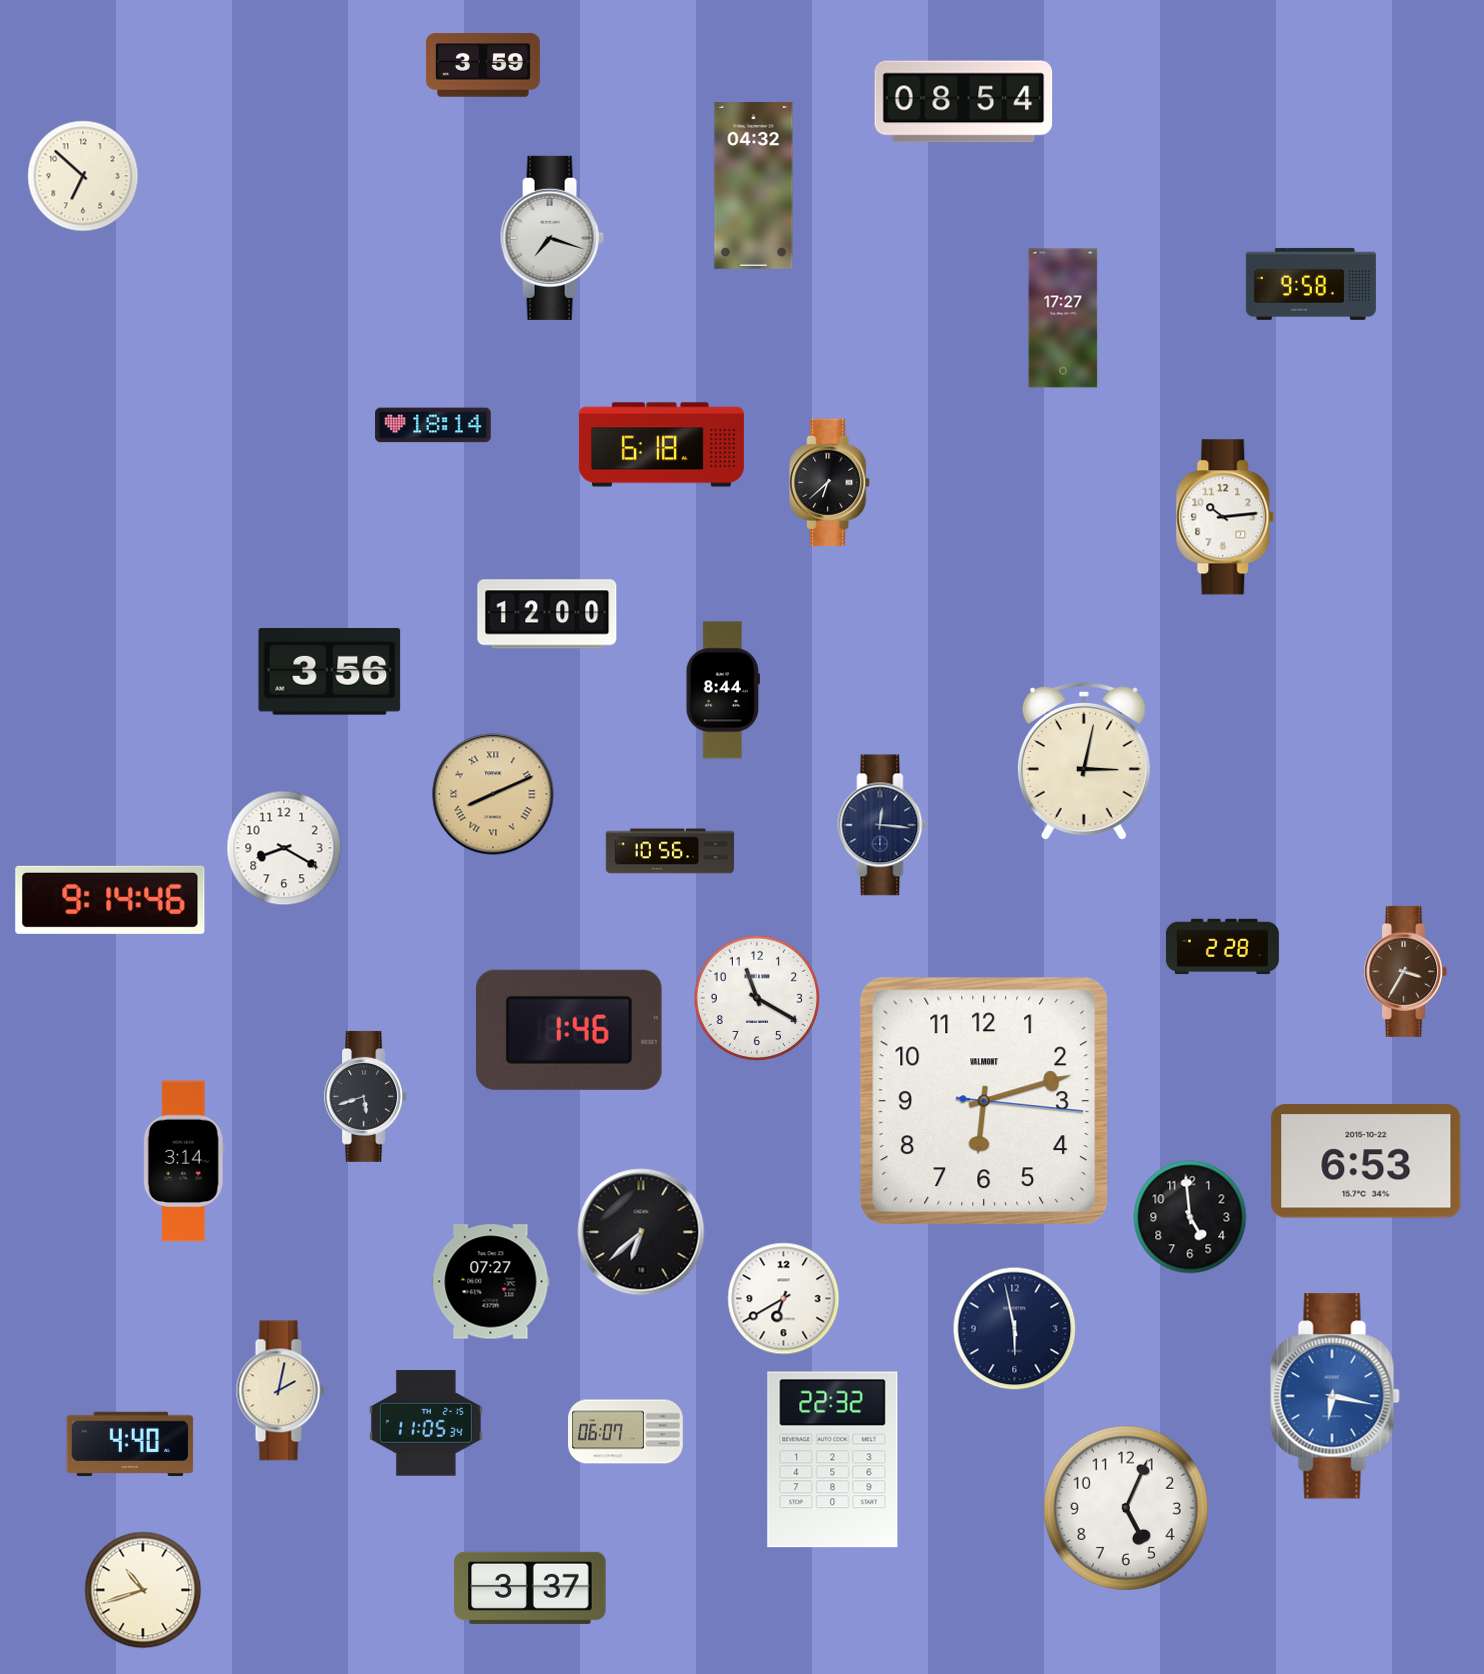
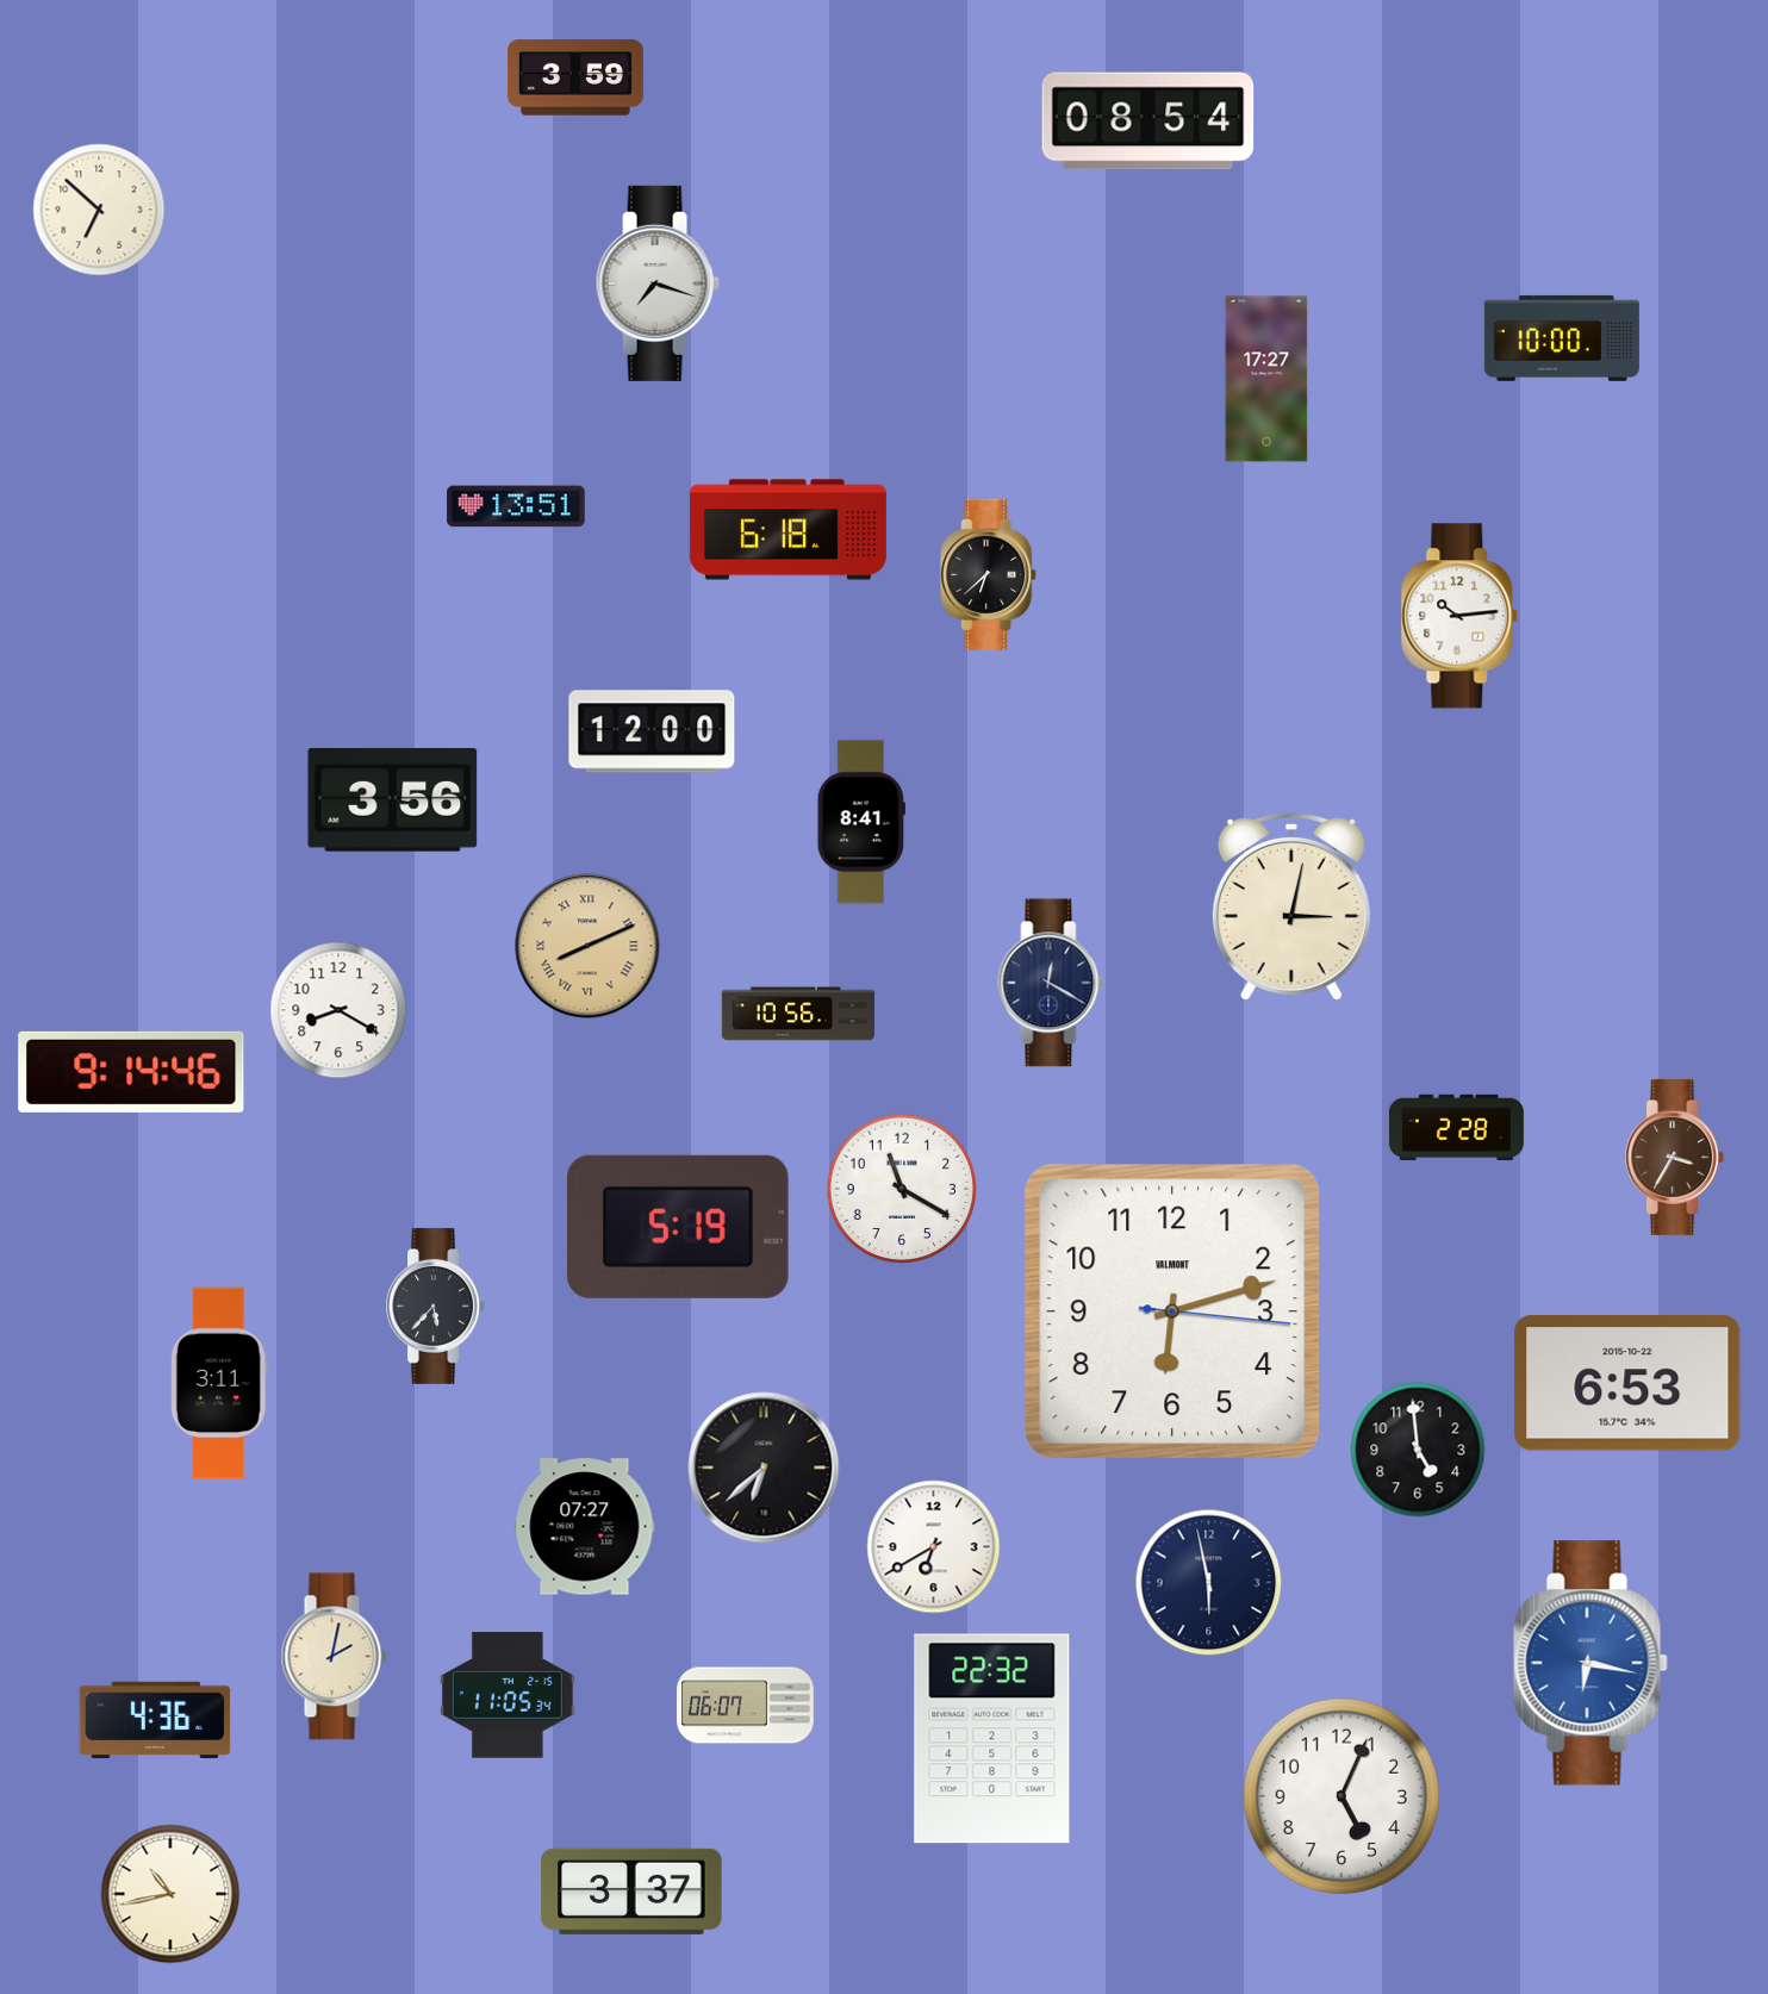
clock at (754, 186): 04:32 -> none
clock at (1311, 284): 9:58 -> 10:00
clock at (433, 425): 18:14 -> 13:51
clock at (722, 690): 8:44 -> 8:41
clock at (882, 825): 12:16 -> 12:20
clock at (569, 1030): 1:46 -> 5:19
clock at (366, 1096): 5:42 -> 5:37
clock at (184, 1161): 3:14 -> 3:11
clock at (130, 1444): 4:40 -> 4:36
clock at (143, 1590): 10:42 -> 10:43
